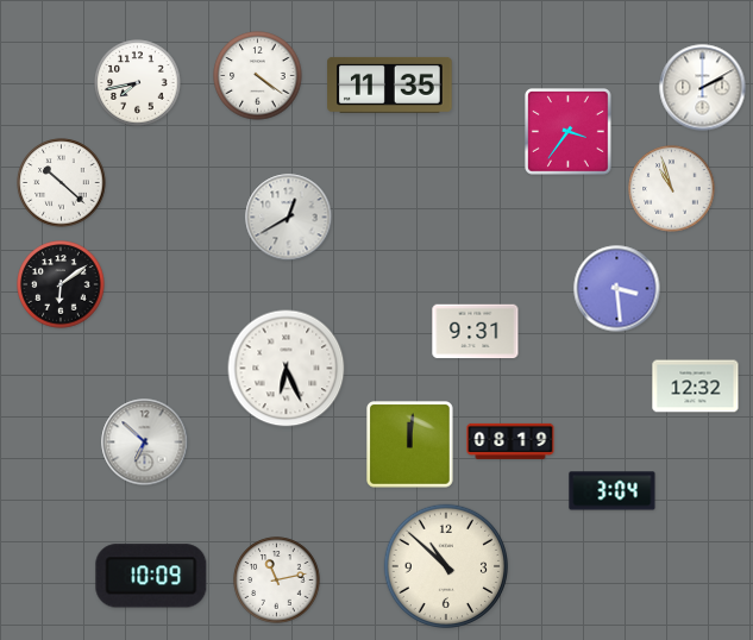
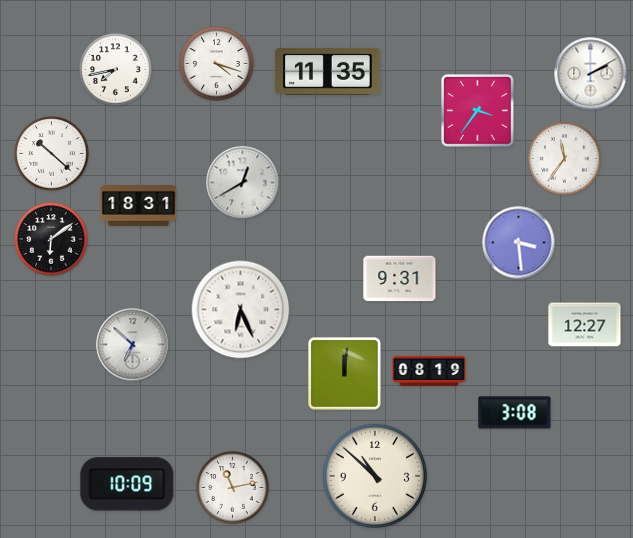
clock at (258, 76): 4:21 -> 4:18
clock at (672, 189): 10:57 -> 11:36
clock at (139, 206): none -> 18:31
clock at (696, 387): 12:32 -> 12:27
clock at (145, 443) position: (145, 443) -> (133, 345)
clock at (613, 491): 3:04 -> 3:08
